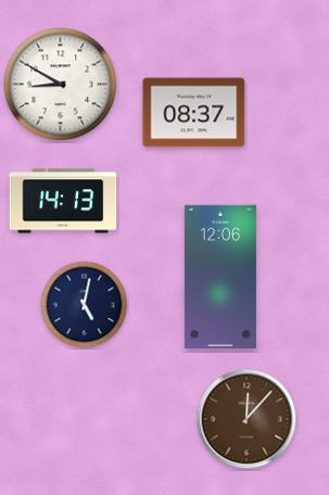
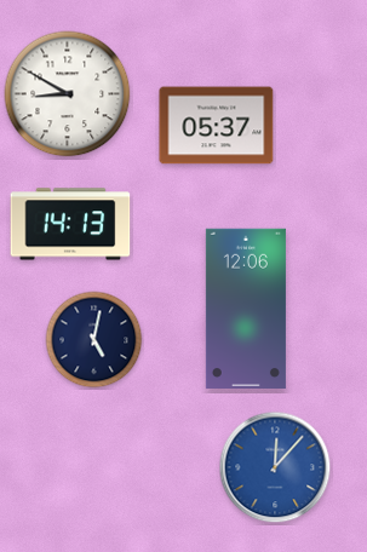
clock at (194, 113): 08:37 -> 05:37
clock at (246, 419) dial: brown -> blue
